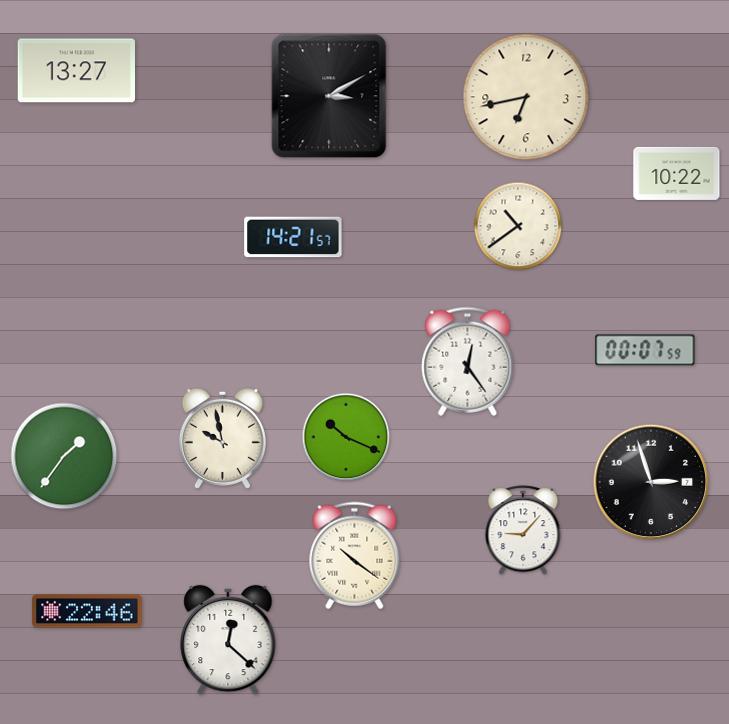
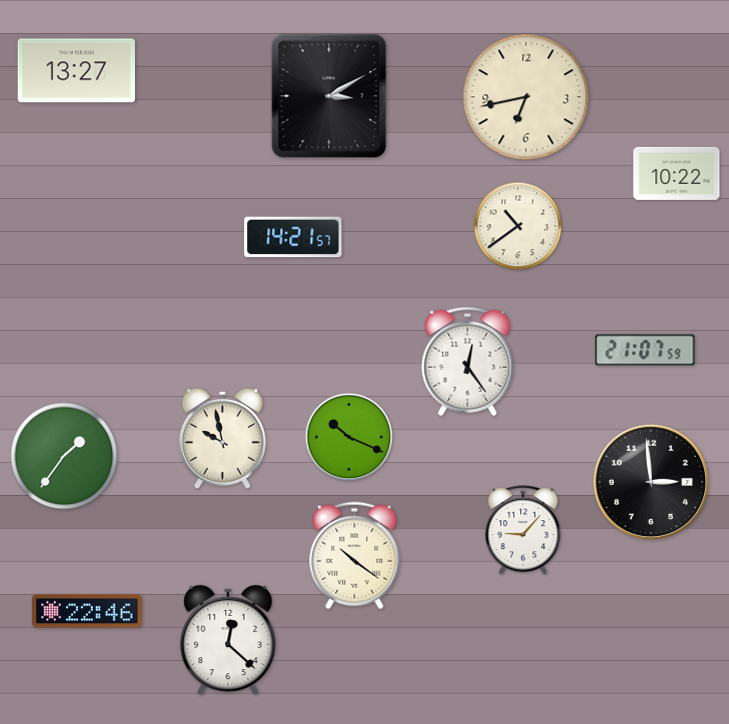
clock at (645, 350): 00:07 -> 21:07
clock at (346, 437) position: (346, 437) -> (349, 437)
clock at (651, 482): 2:57 -> 2:59
